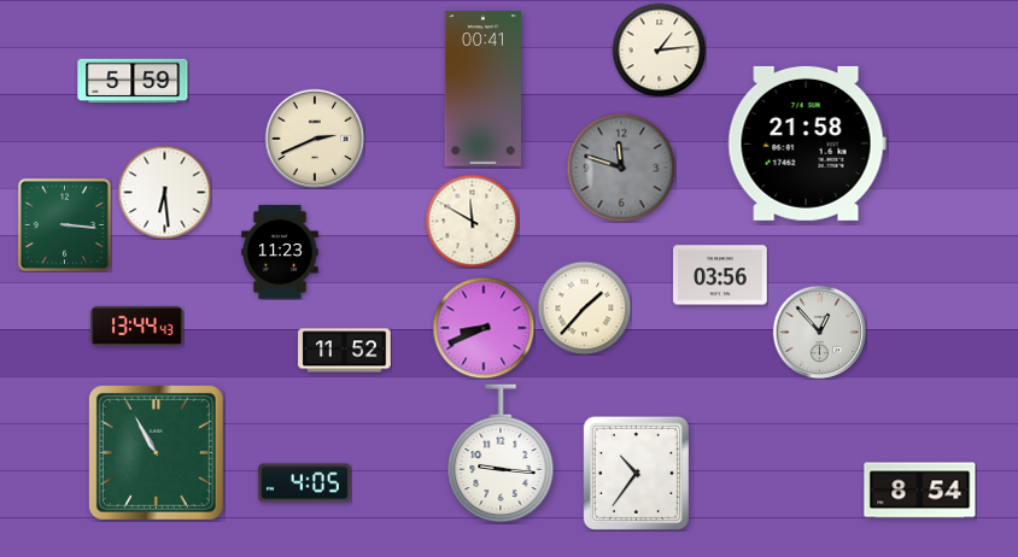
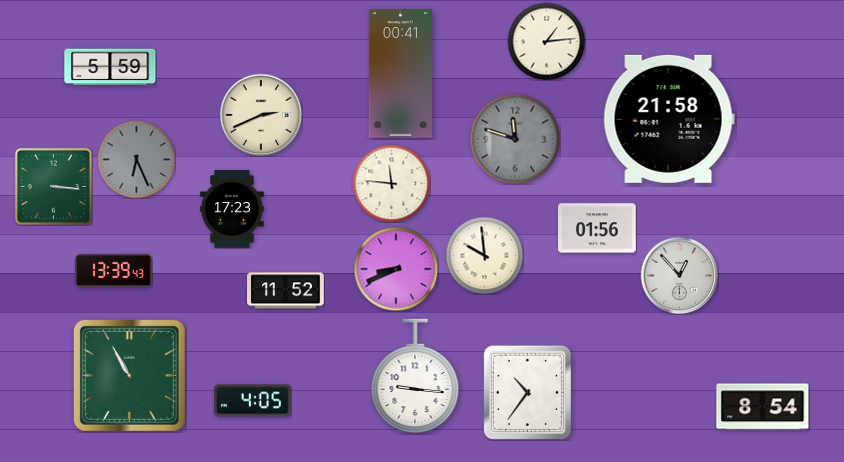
clock at (164, 192): 6:29 -> 6:26
clock at (164, 192) dial: white -> grey
clock at (472, 221): 11:50 -> 11:46
clock at (280, 252): 11:23 -> 17:23
clock at (720, 275): 03:56 -> 01:56
clock at (584, 307): 1:37 -> 9:59
clock at (138, 326): 13:44 -> 13:39
clock at (484, 328) position: (484, 328) -> (396, 269)
